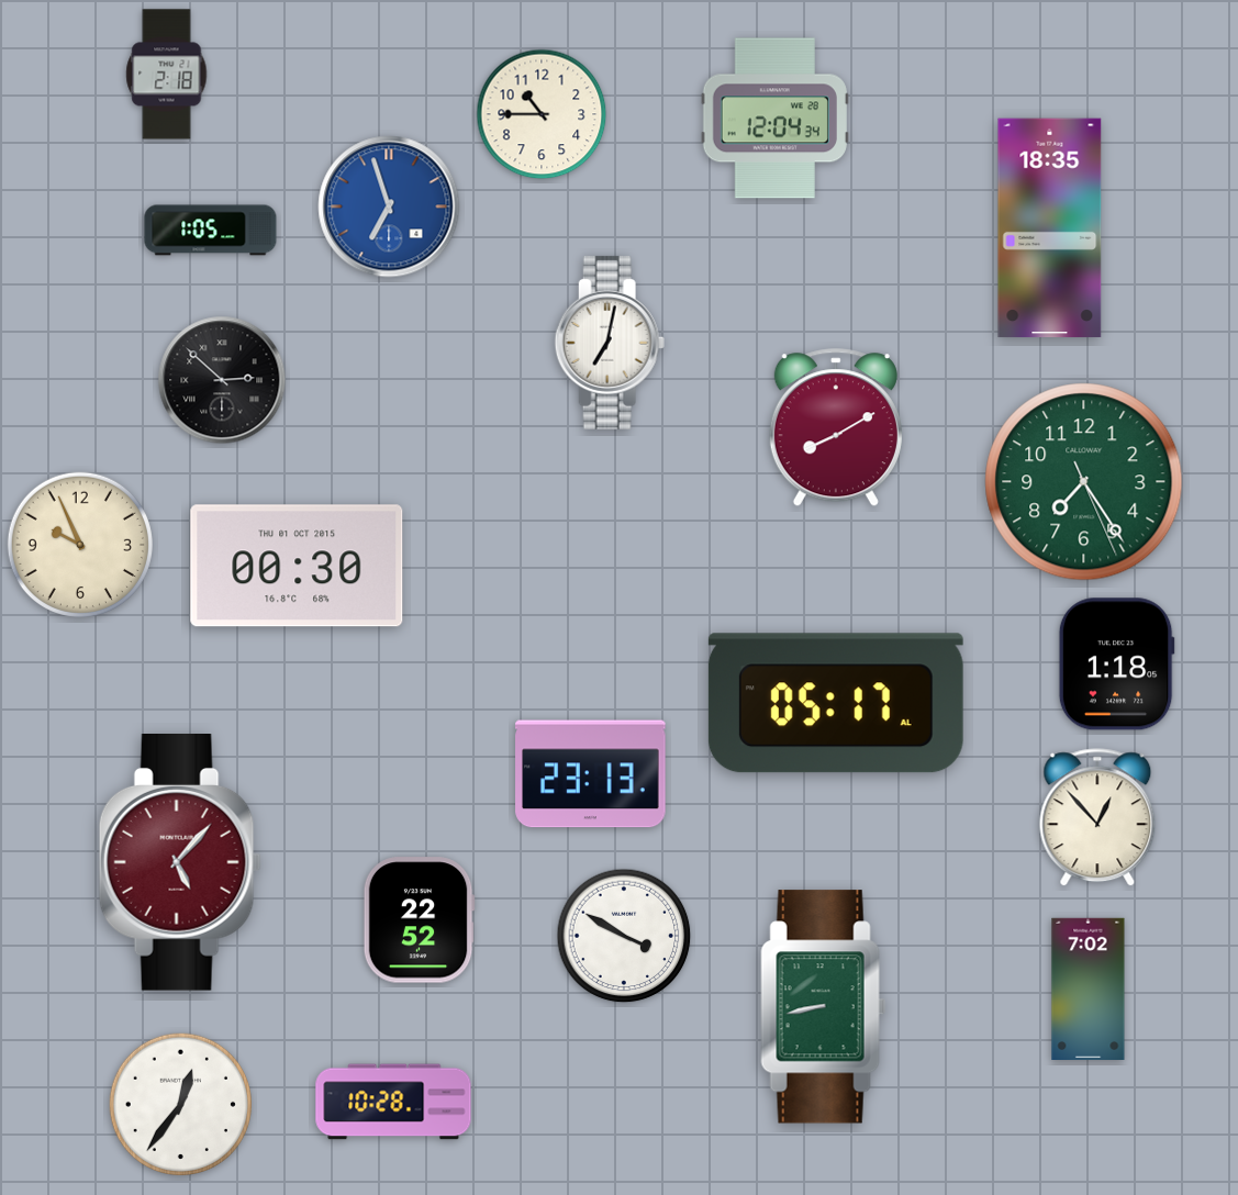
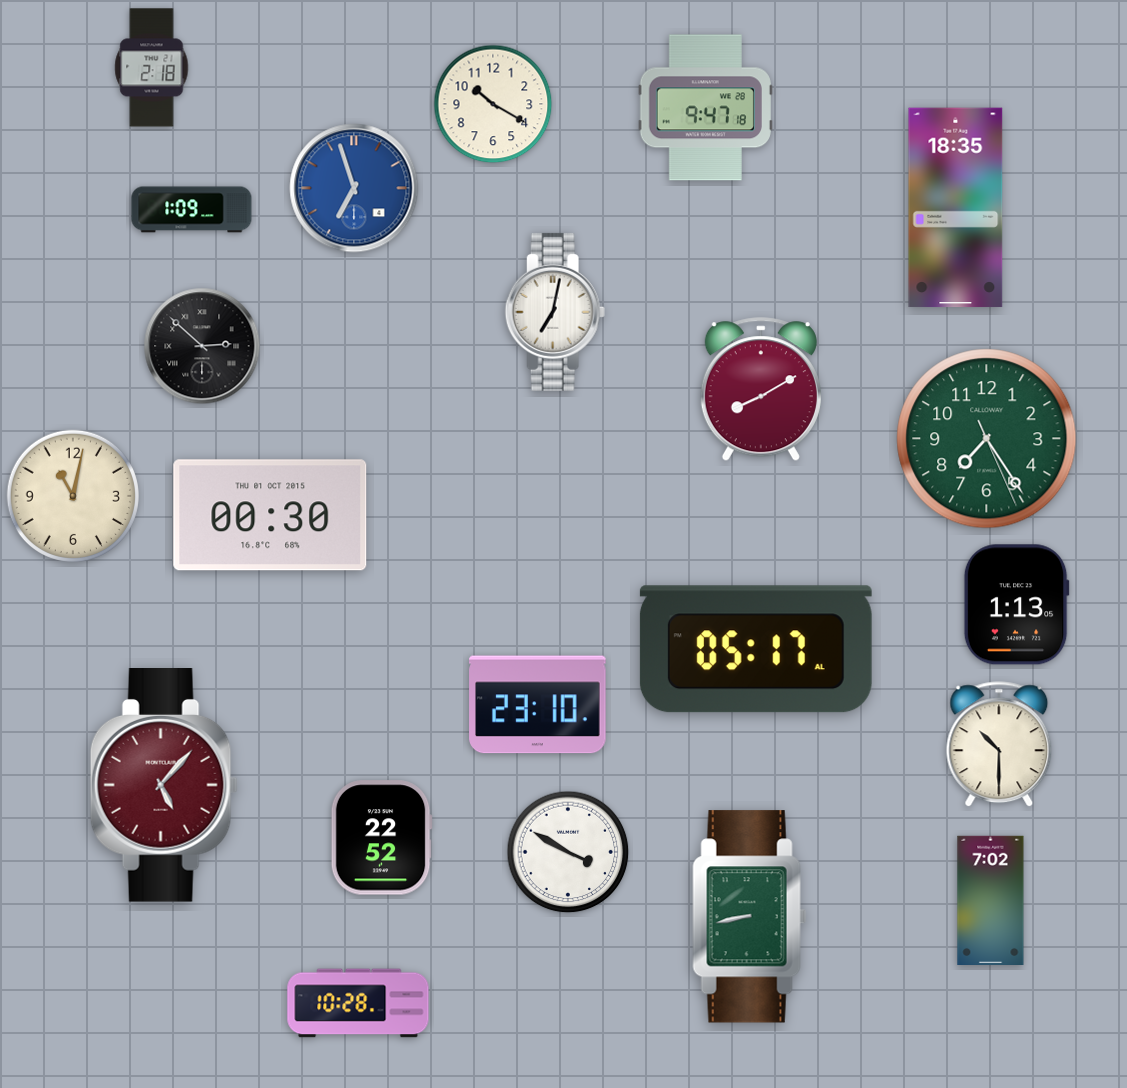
clock at (542, 114): 10:45 -> 10:20
clock at (774, 119): 12:04 -> 9:47
clock at (211, 231): 1:05 -> 1:09
clock at (80, 545): 9:56 -> 11:02
clock at (1116, 664): 1:18 -> 1:13
clock at (836, 703) position: (836, 703) -> (756, 649)
clock at (591, 774): 23:13 -> 23:10
clock at (1097, 818): 12:53 -> 10:30
clock at (180, 1104): 12:36 -> none
